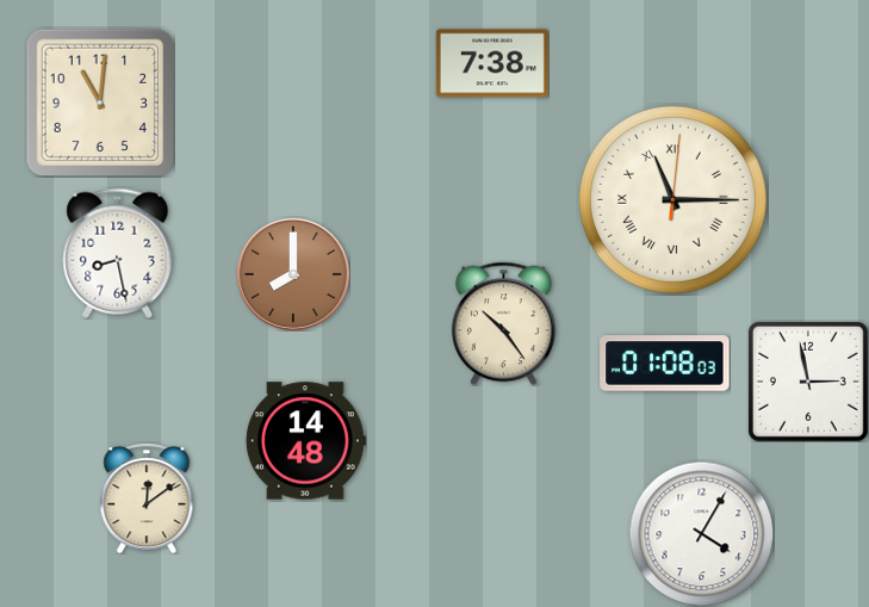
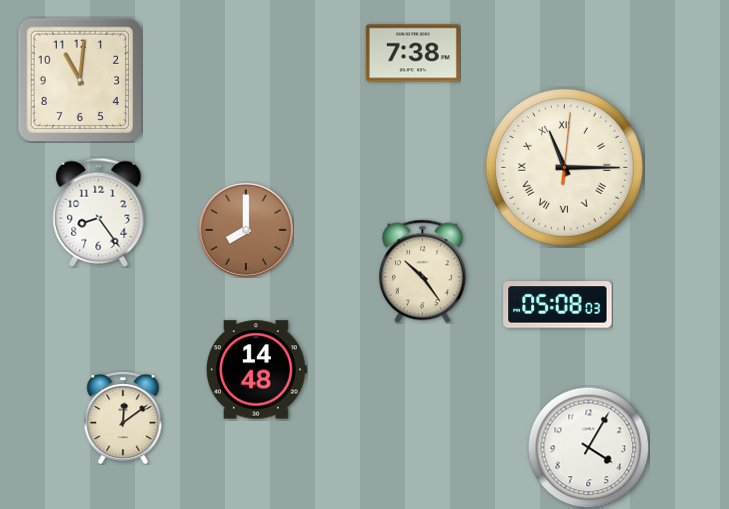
clock at (99, 101) position: (99, 101) -> (79, 79)
clock at (118, 253): 8:28 -> 8:24
clock at (665, 364): 01:08 -> 05:08
clock at (808, 382): 2:58 -> none
